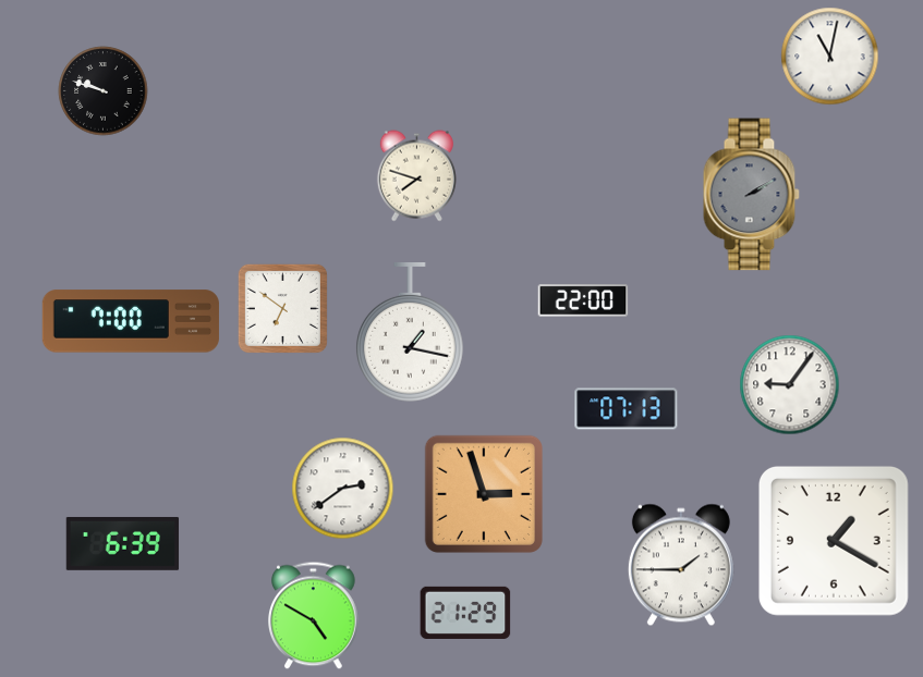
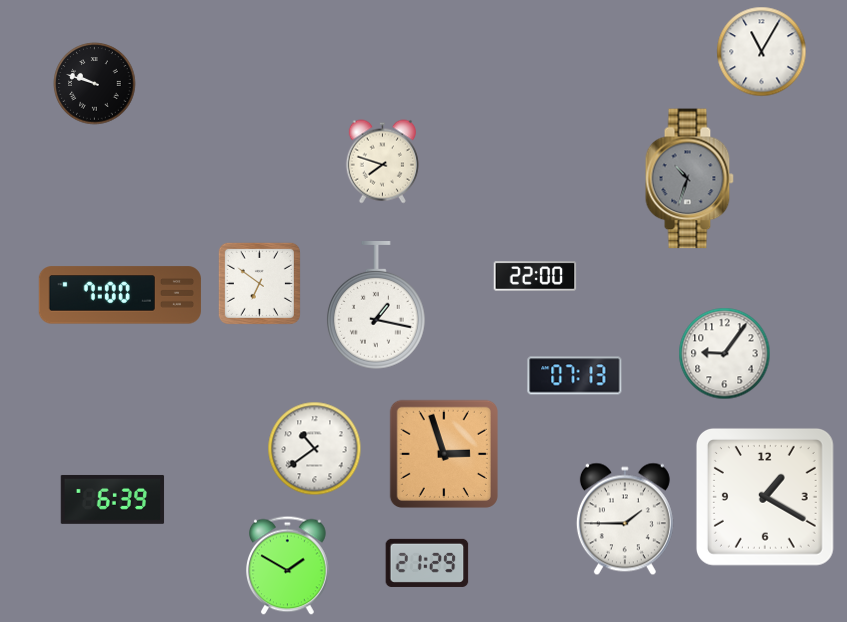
clock at (830, 57): 11:02 -> 11:05
clock at (751, 195): 2:10 -> 10:33
clock at (343, 489): 2:39 -> 10:39
clock at (314, 616): 4:50 -> 1:50
